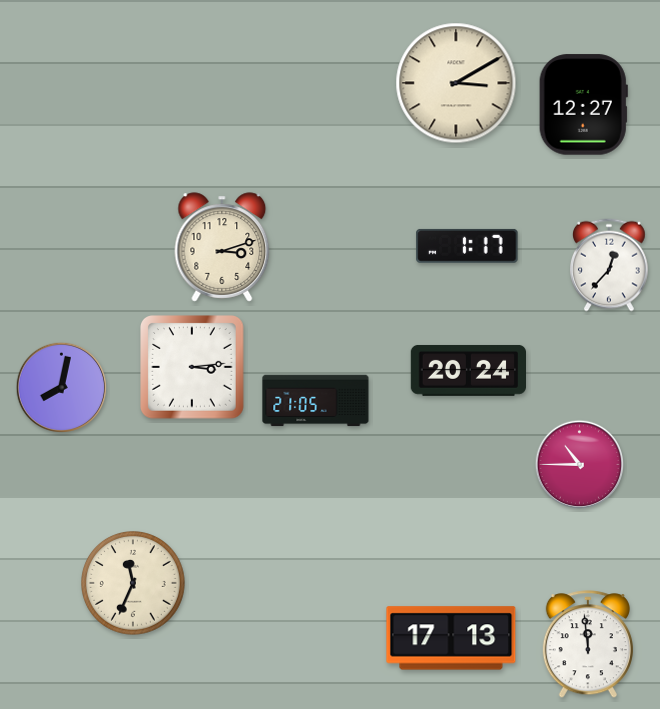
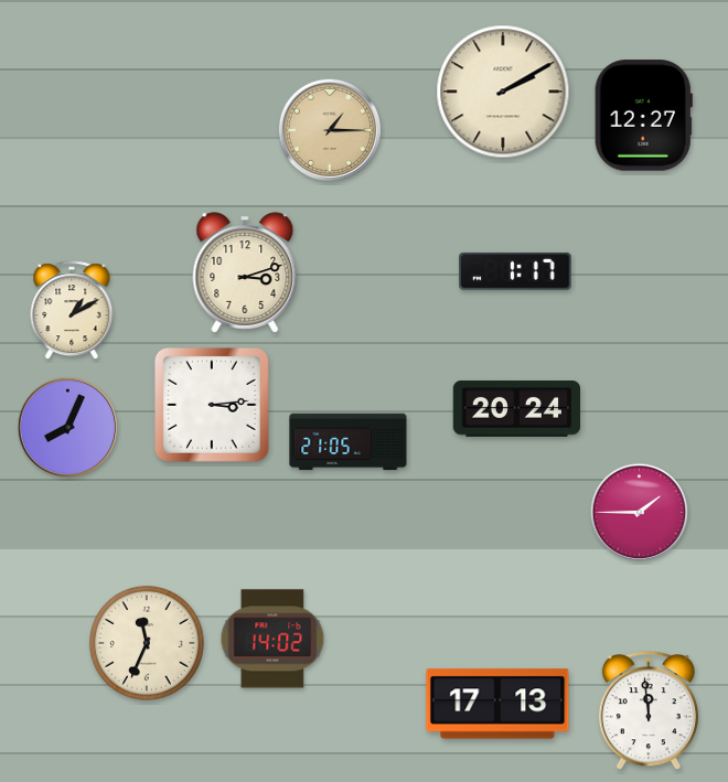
clock at (456, 83): 3:10 -> 2:10
clock at (329, 129): none -> 1:15
clock at (610, 265): 12:37 -> none
clock at (72, 311): none -> 1:10
clock at (61, 387): 8:02 -> 8:04
clock at (580, 465): 10:45 -> 1:45
clock at (272, 639): none -> 14:02
